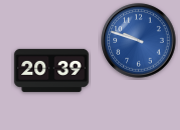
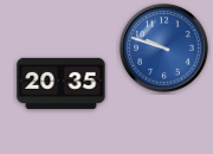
clock at (52, 70): 20:39 -> 20:35
